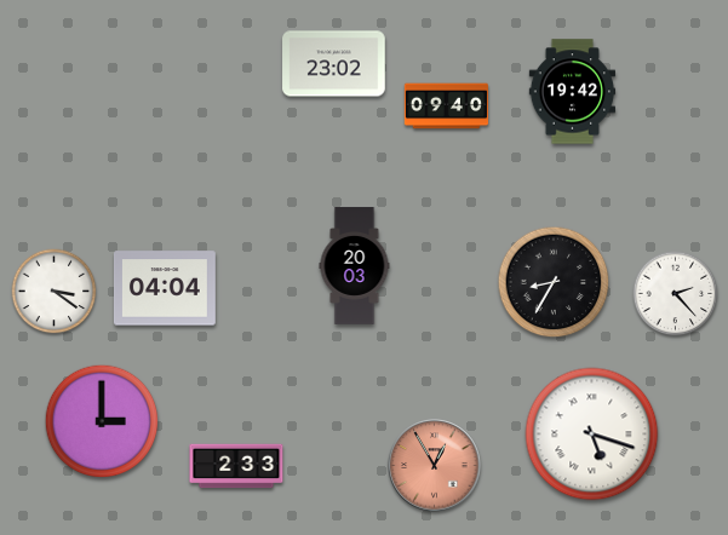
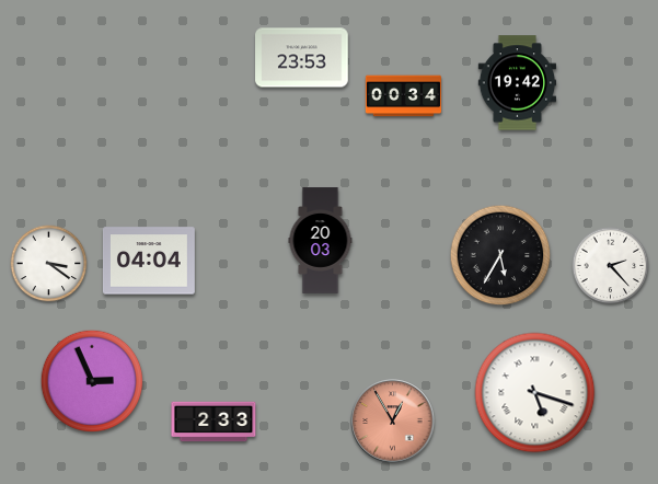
clock at (334, 64): 23:02 -> 23:53
clock at (446, 107): 09:40 -> 00:34
clock at (554, 282): 8:35 -> 5:35
clock at (102, 421): 3:00 -> 2:56
